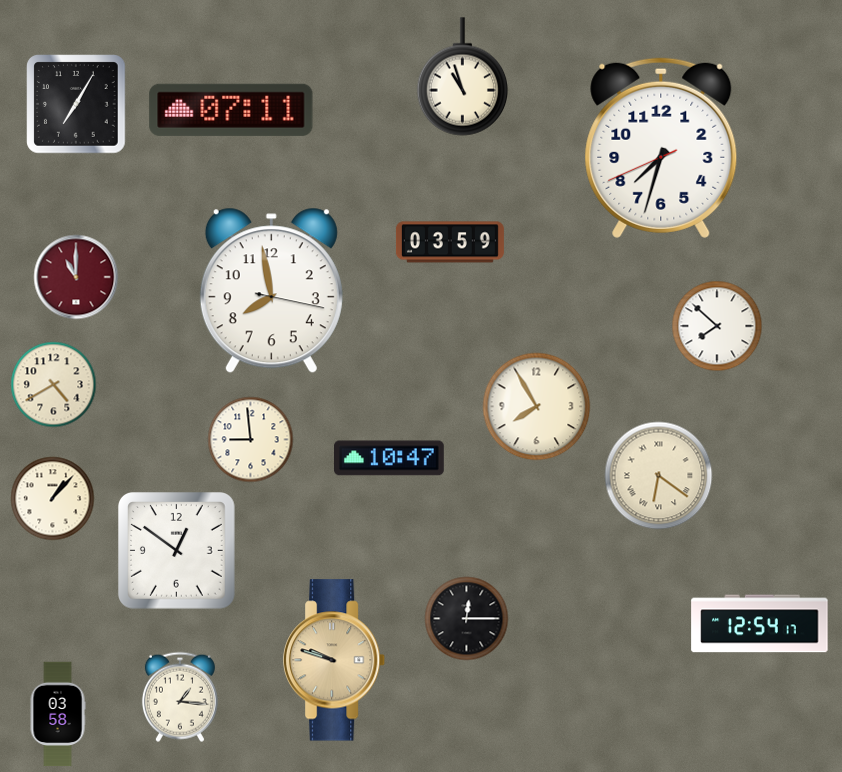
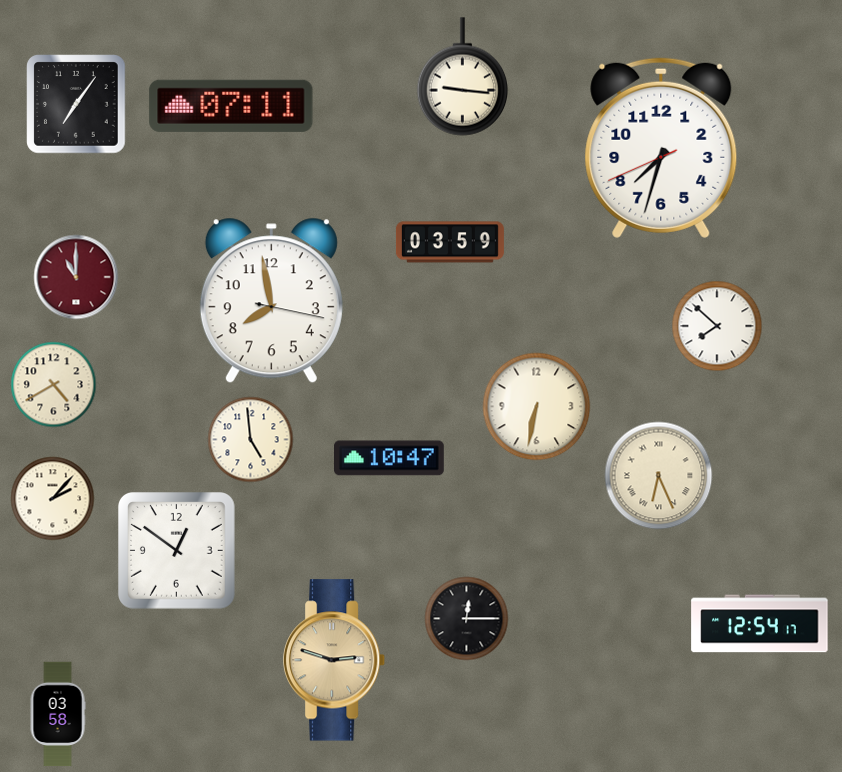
clock at (463, 77): 10:57 -> 9:16
clock at (76, 104): 7:05 -> 7:06
clock at (231, 110) position: (231, 110) -> (231, 106)
clock at (271, 291) position: (271, 291) -> (271, 301)
clock at (537, 407): 7:55 -> 6:32
clock at (251, 440): 8:59 -> 4:59
clock at (659, 476): 6:21 -> 6:26
clock at (53, 499): 1:07 -> 2:07
clock at (335, 660): 9:48 -> 2:48
clock at (180, 697): 1:16 -> none
